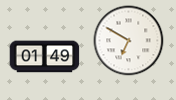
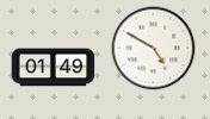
clock at (129, 41): 6:50 -> 4:50
